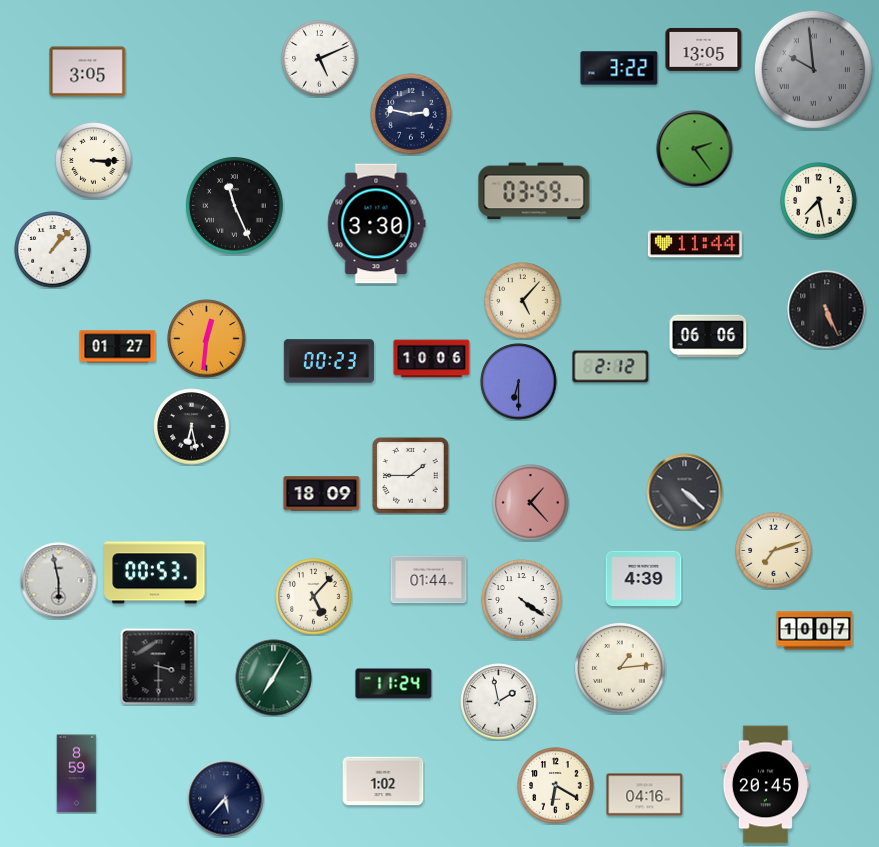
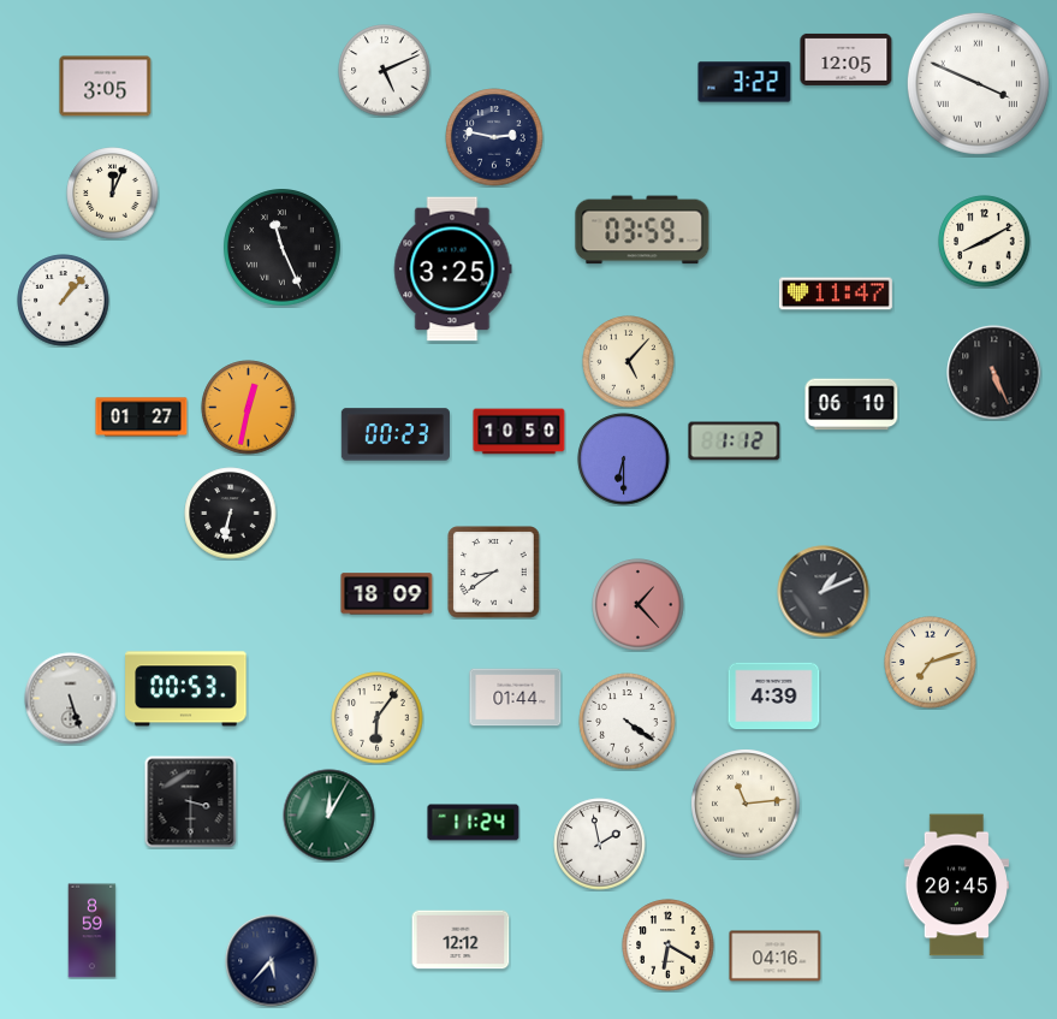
clock at (704, 49): 13:05 -> 12:05
clock at (813, 69): 9:59 -> 3:49
clock at (813, 69) dial: grey -> white
clock at (695, 149): 2:24 -> none
clock at (94, 161): 3:15 -> 12:04
clock at (819, 201): 7:28 -> 8:10
clock at (376, 224): 3:30 -> 3:25
clock at (695, 244): 11:44 -> 11:47
clock at (708, 336): 06:06 -> 06:10
clock at (207, 339): 12:31 -> 12:32
clock at (432, 359): 10:06 -> 10:50
clock at (611, 367): 2:12 -> 1:12
clock at (192, 427): 6:28 -> 6:32
clock at (411, 476): 1:45 -> 8:39
clock at (685, 492): 4:22 -> 1:11
clock at (59, 581): 5:58 -> 5:27
clock at (314, 597): 5:07 -> 6:06
clock at (815, 631): 10:07 -> none
clock at (620, 668): 1:14 -> 11:14
clock at (274, 678): 7:05 -> 12:05
clock at (383, 781): 1:02 -> 12:12
clock at (766, 785) position: (766, 785) -> (957, 885)
